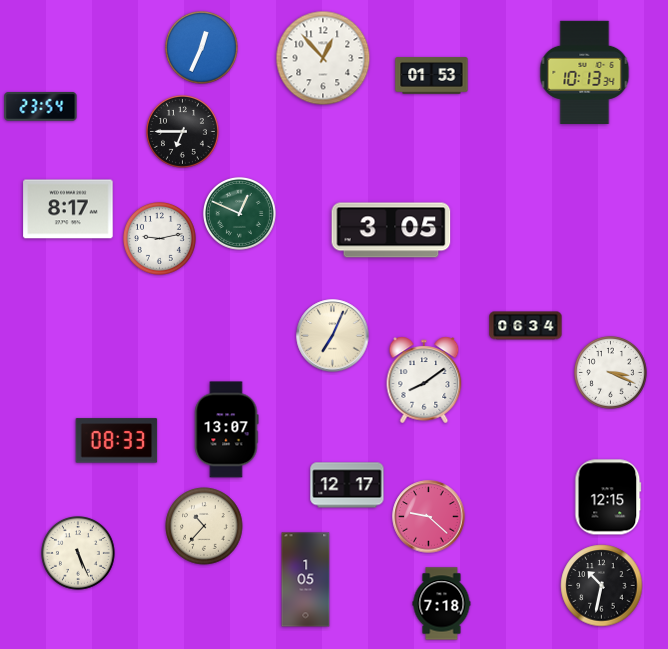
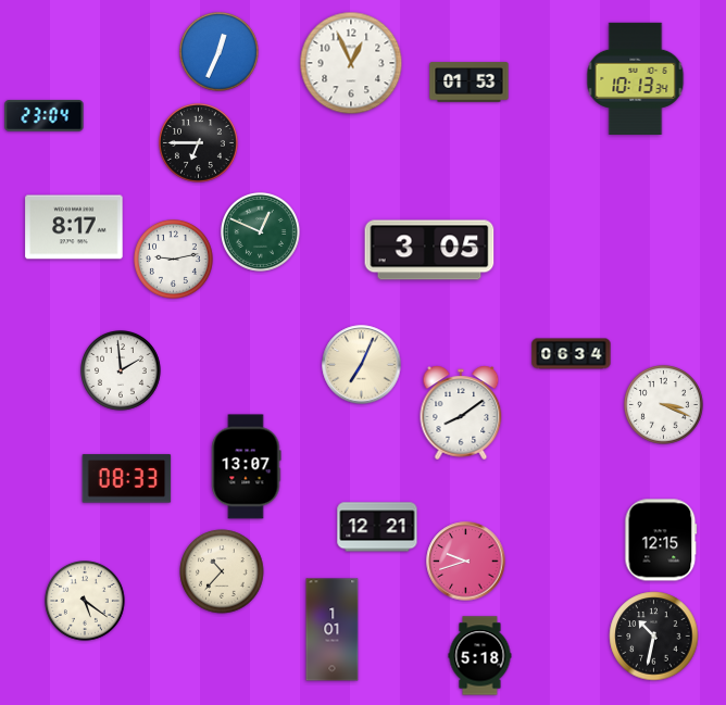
clock at (323, 58): 12:53 -> 12:56
clock at (41, 107): 23:54 -> 23:04
clock at (391, 230) position: (391, 230) -> (429, 250)
clock at (122, 372): none -> 1:59
clock at (347, 485): 12:17 -> 12:21
clock at (429, 517): 9:22 -> 9:42
clock at (79, 554): 5:26 -> 5:21
clock at (306, 580): 1:05 -> 1:01
clock at (442, 604): 7:18 -> 5:18
